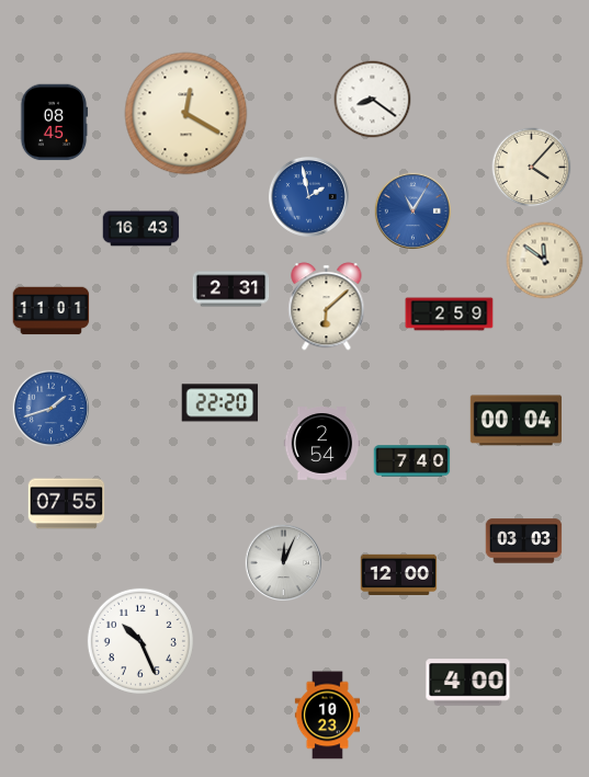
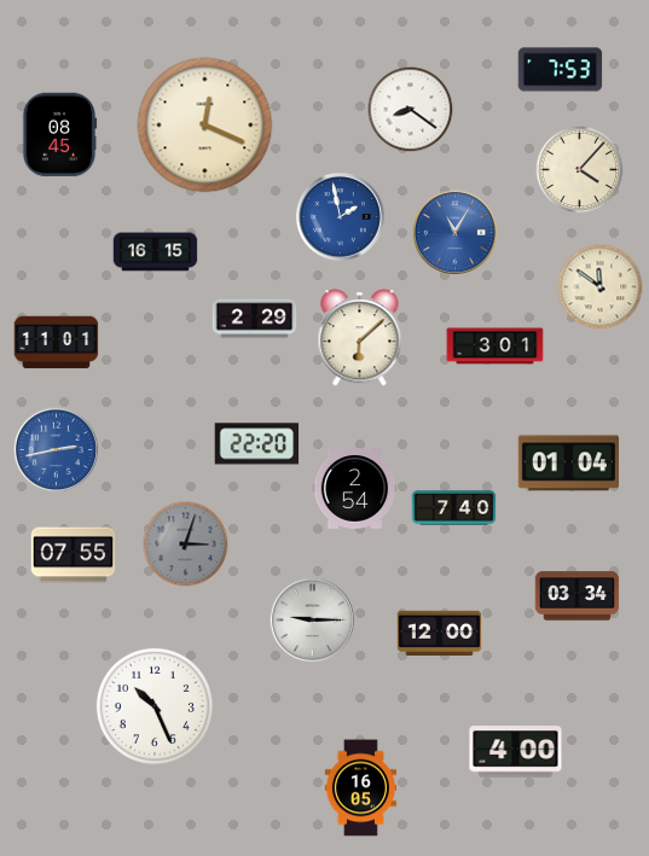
clock at (561, 70): none -> 7:53
clock at (186, 114): 12:20 -> 12:19
clock at (532, 168) position: (532, 168) -> (580, 170)
clock at (141, 229): 16:43 -> 16:15
clock at (231, 289): 2:31 -> 2:29
clock at (450, 315): 2:59 -> 3:01
clock at (220, 403) position: (220, 403) -> (257, 444)
clock at (50, 408): 1:42 -> 2:43
clock at (516, 421): 00:04 -> 01:04
clock at (186, 545): none -> 3:03
clock at (524, 541): 03:03 -> 03:34
clock at (283, 562): 12:04 -> 9:15
clock at (327, 716): 10:23 -> 16:05
